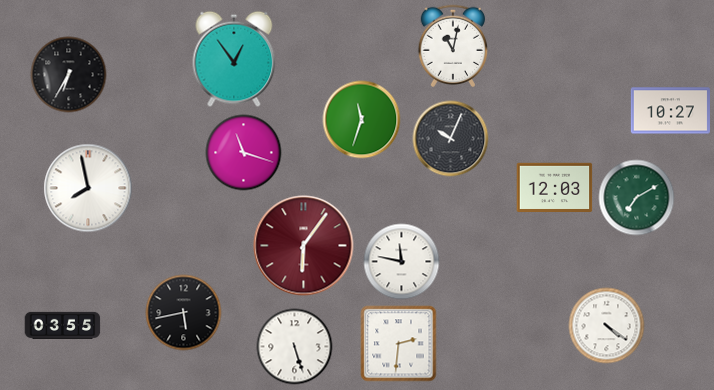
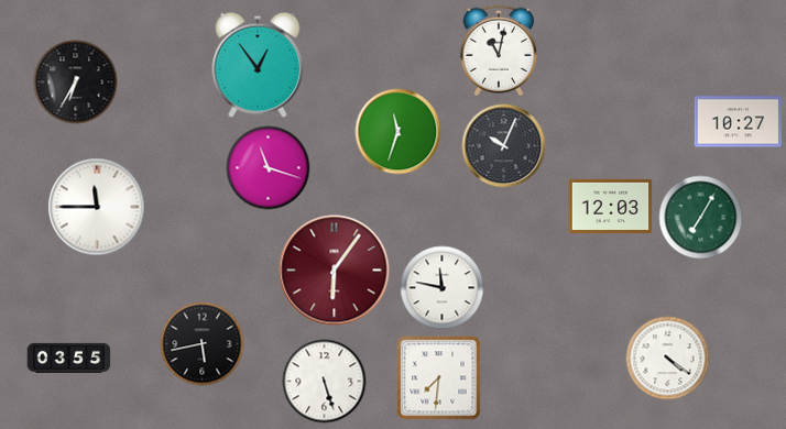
clock at (451, 139) position: (451, 139) -> (504, 146)
clock at (88, 188): 7:58 -> 11:45
clock at (637, 198): 7:10 -> 7:05
clock at (399, 344): 2:31 -> 7:31
